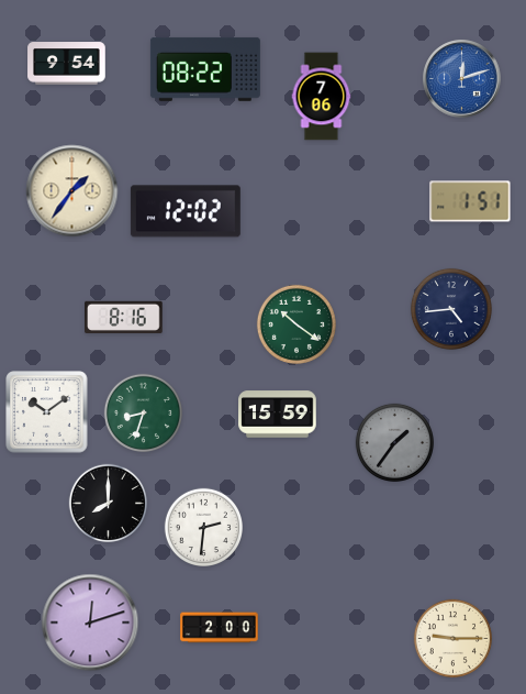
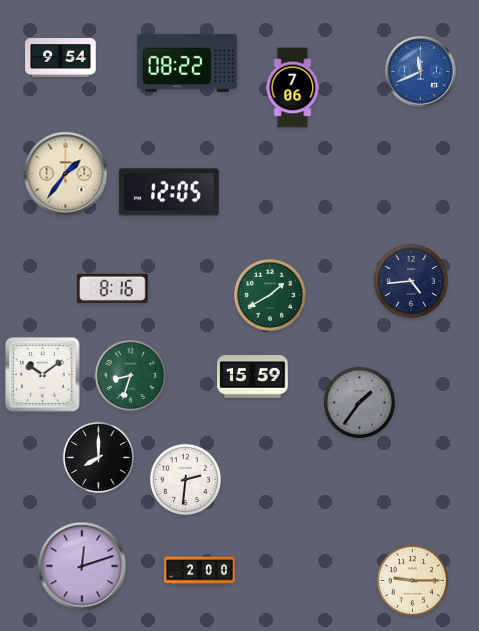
clock at (462, 79): 12:12 -> 11:41
clock at (470, 201): 1:51 -> none
clock at (186, 211): 12:02 -> 12:05
clock at (296, 324): 10:21 -> 1:40
